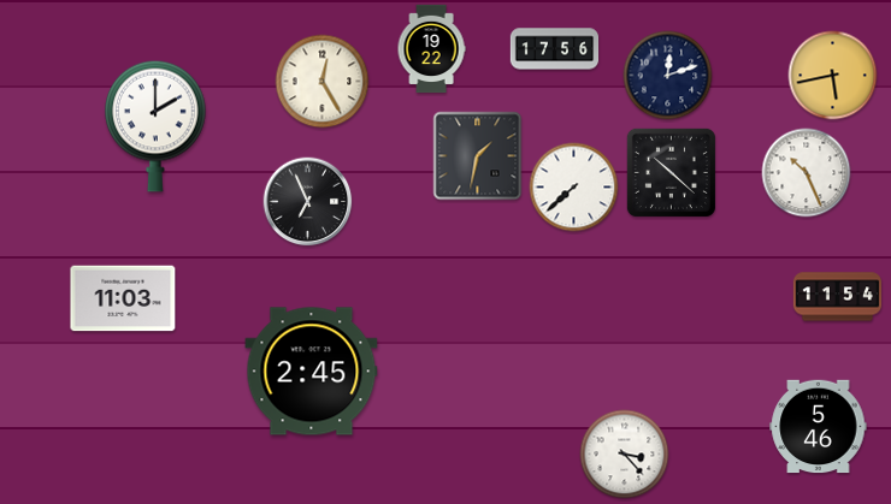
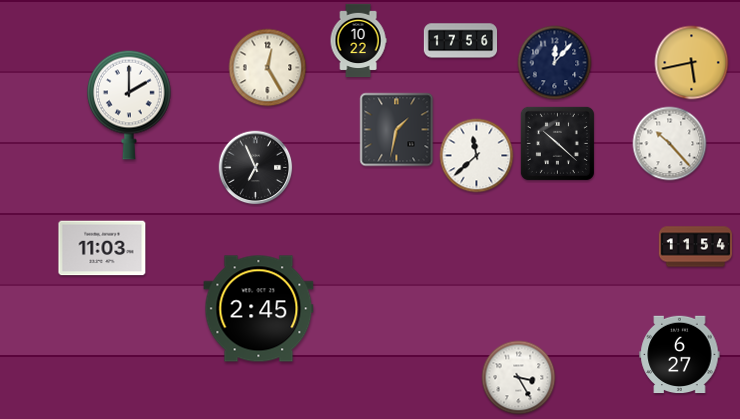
clock at (431, 49): 19:22 -> 10:22
clock at (668, 76): 12:12 -> 12:07
clock at (807, 173): 10:26 -> 10:23
clock at (574, 188): 7:38 -> 11:38
clock at (819, 427): 5:46 -> 6:27
clock at (625, 455): 3:23 -> 3:25
